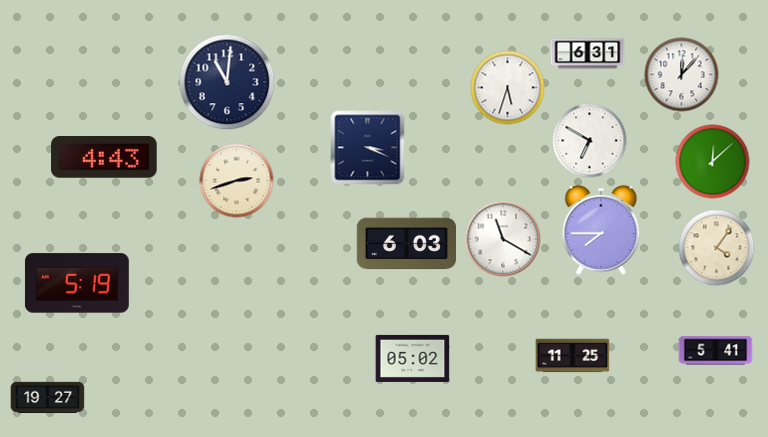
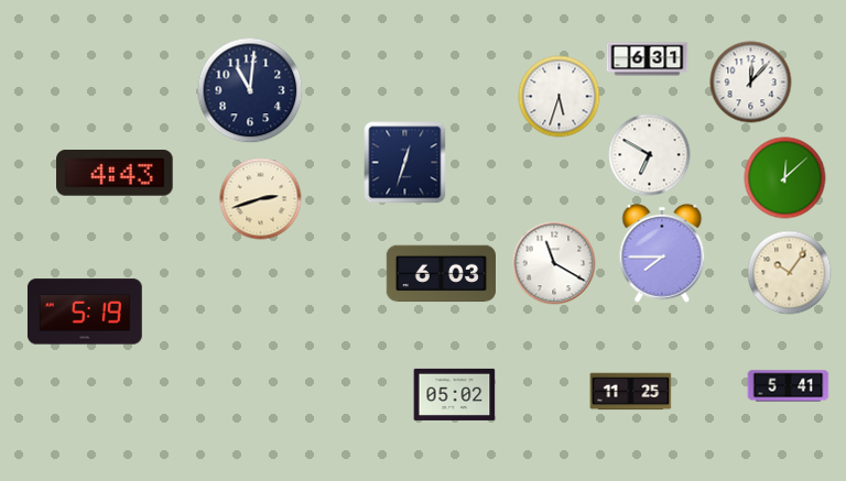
clock at (368, 148): 3:19 -> 12:33
clock at (407, 244) position: (407, 244) -> (442, 274)
clock at (717, 248): 4:06 -> 10:06
clock at (48, 398): 19:27 -> none
